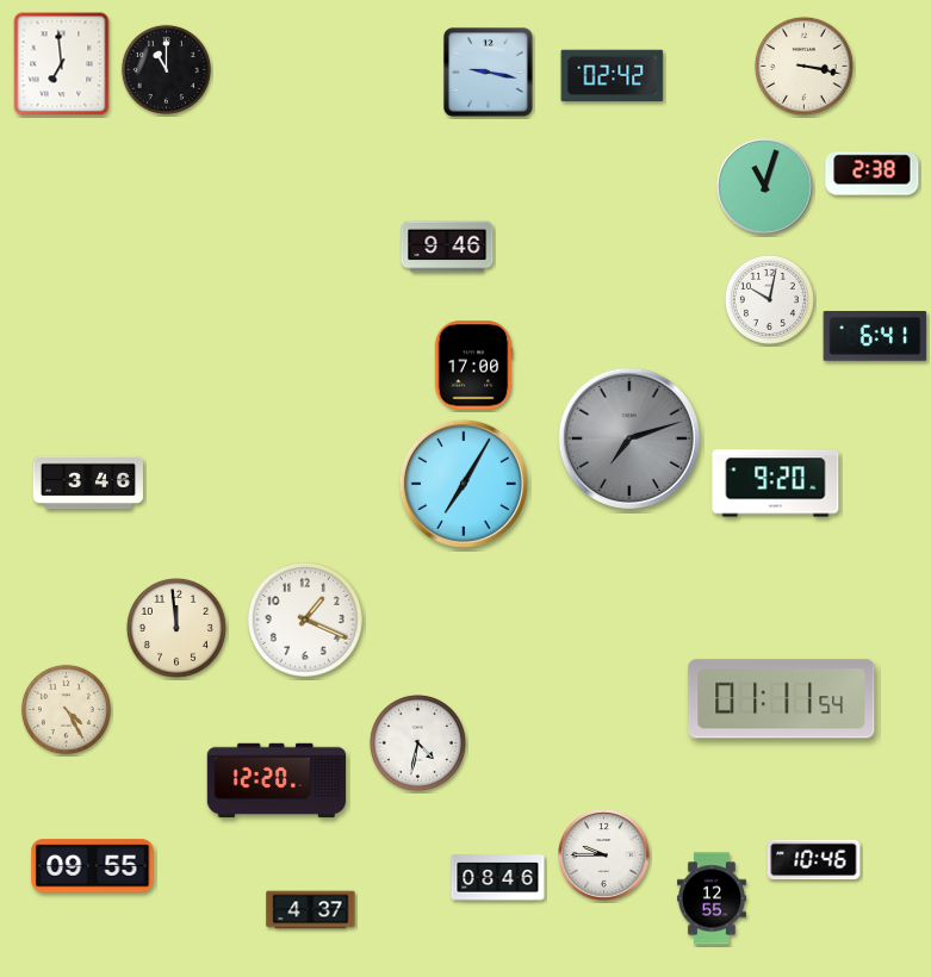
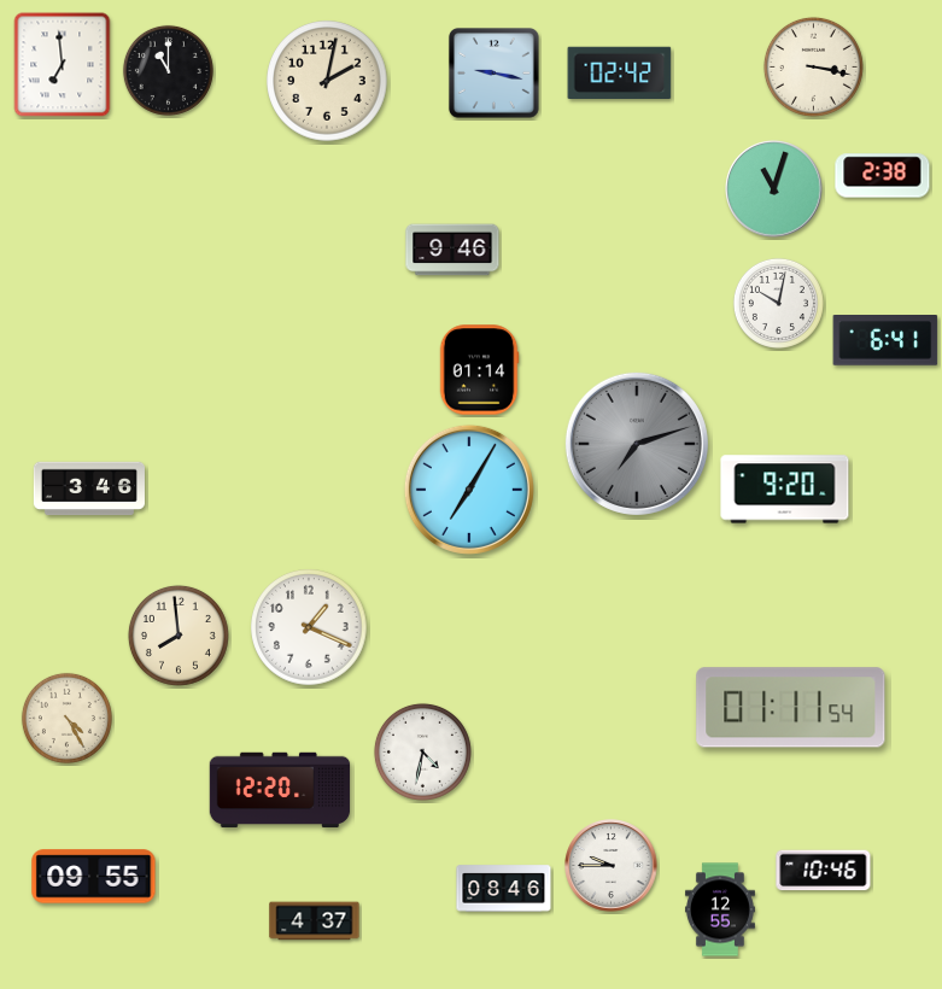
clock at (613, 75) position: (613, 75) -> (620, 72)
clock at (327, 81): none -> 2:02
clock at (473, 366): 17:00 -> 01:14
clock at (176, 628): 11:59 -> 7:59
